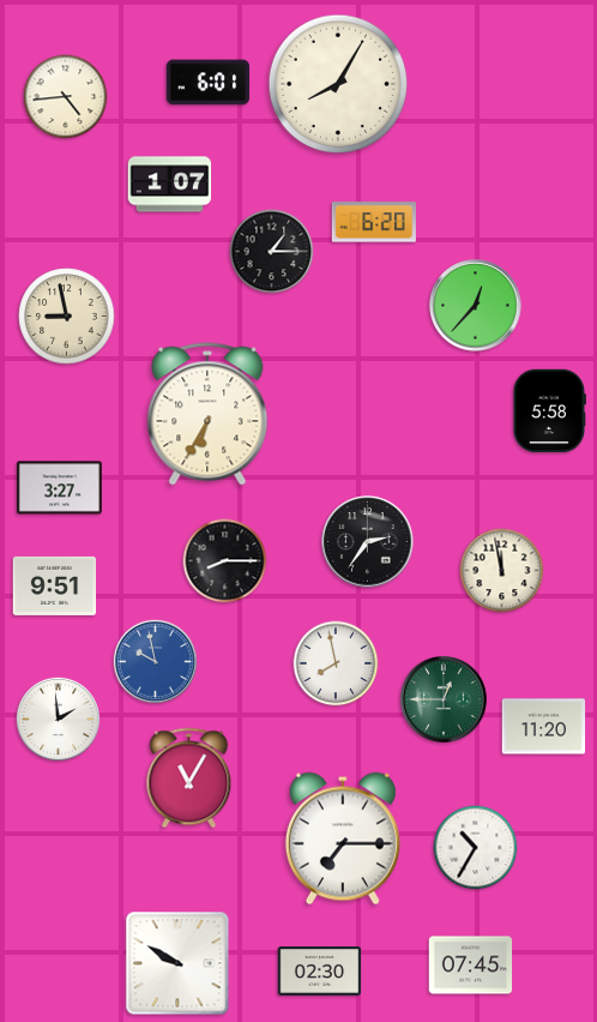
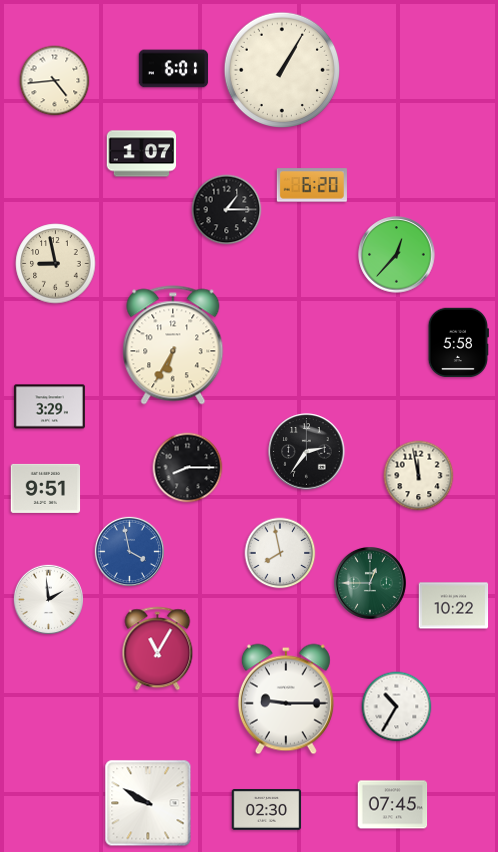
clock at (338, 84): 8:05 -> 1:05
clock at (59, 488): 3:27 -> 3:29
clock at (155, 661): 9:58 -> 3:58
clock at (544, 727): 11:20 -> 10:22
clock at (343, 838): 7:15 -> 9:15
